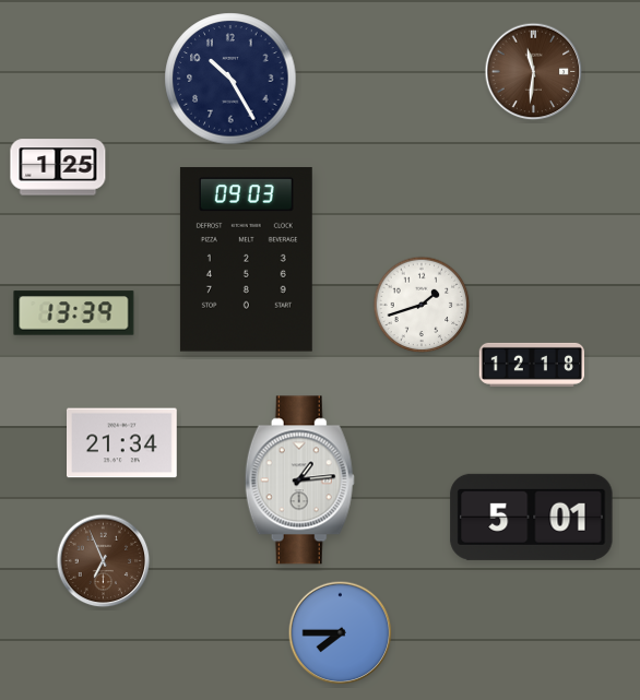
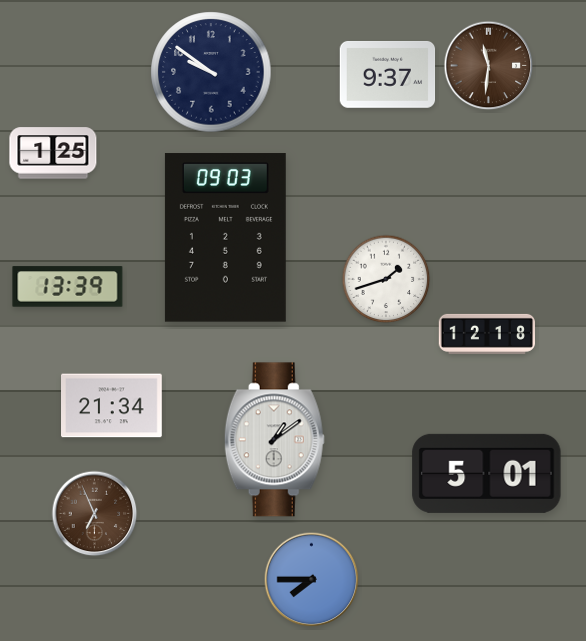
clock at (230, 79): 10:25 -> 9:51
clock at (388, 74): none -> 9:37
clock at (299, 480): 1:14 -> 1:09
